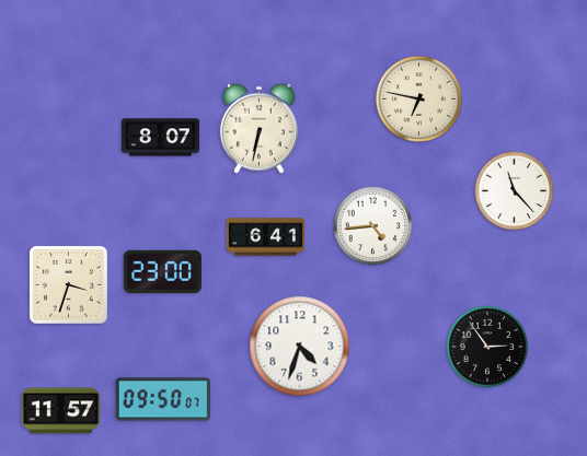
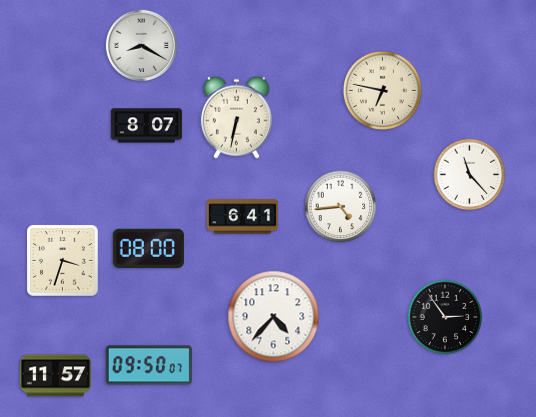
clock at (141, 45): none -> 8:20
clock at (162, 271): 23:00 -> 08:00
clock at (300, 347): 4:33 -> 4:37
